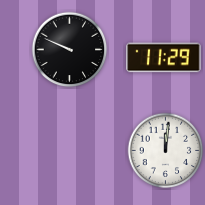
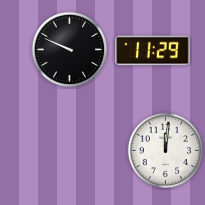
clock at (164, 58) position: (164, 58) -> (153, 51)
